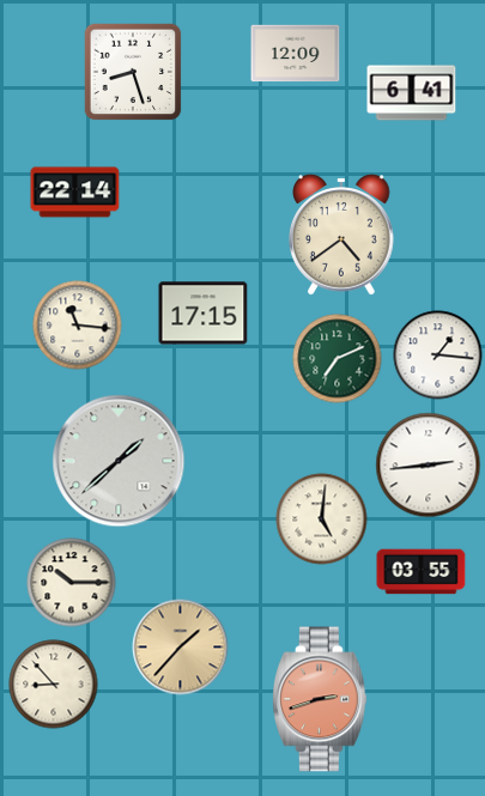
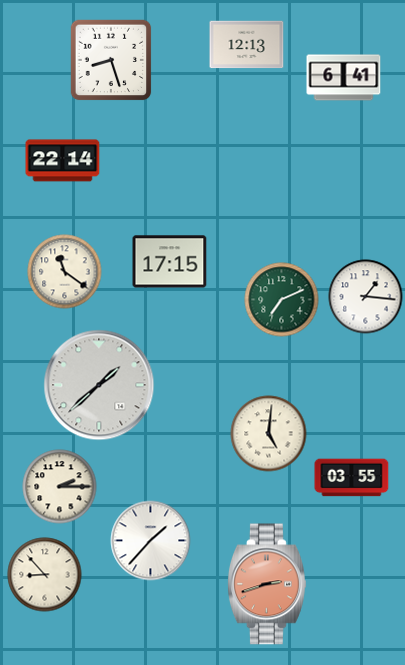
clock at (296, 54): 12:09 -> 12:13
clock at (342, 235): 4:39 -> none
clock at (78, 326): 11:16 -> 11:21
clock at (429, 466): 2:44 -> none
clock at (72, 583): 10:15 -> 2:15
clock at (181, 648) dial: champagne -> white
clock at (54, 685) position: (54, 685) -> (45, 575)
